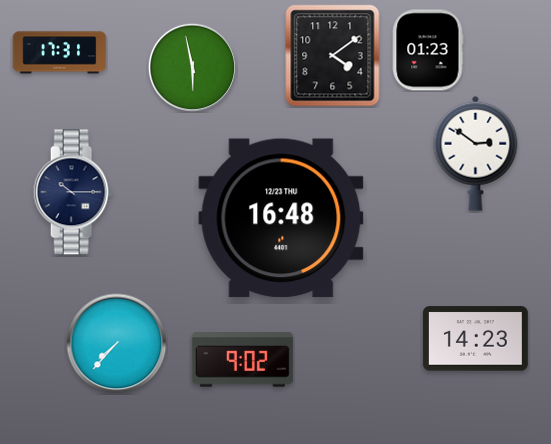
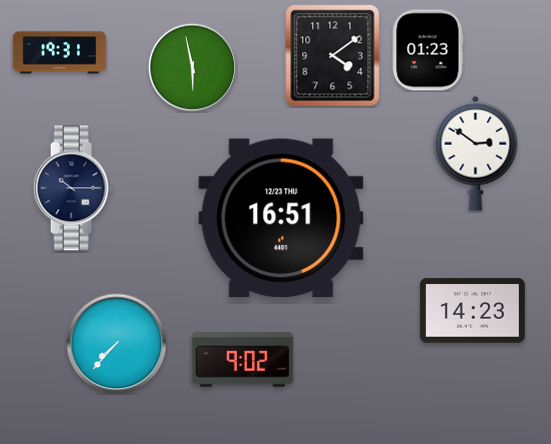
clock at (60, 53): 17:31 -> 19:31
clock at (73, 192) position: (73, 192) -> (73, 188)
clock at (281, 218): 16:48 -> 16:51
clock at (475, 339) position: (475, 339) -> (472, 311)
